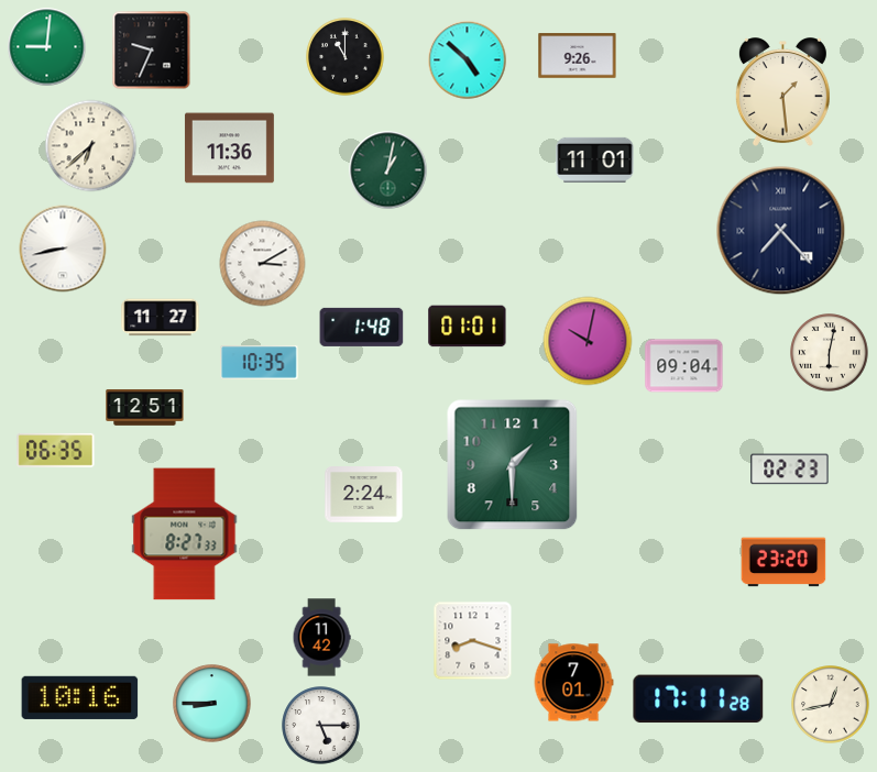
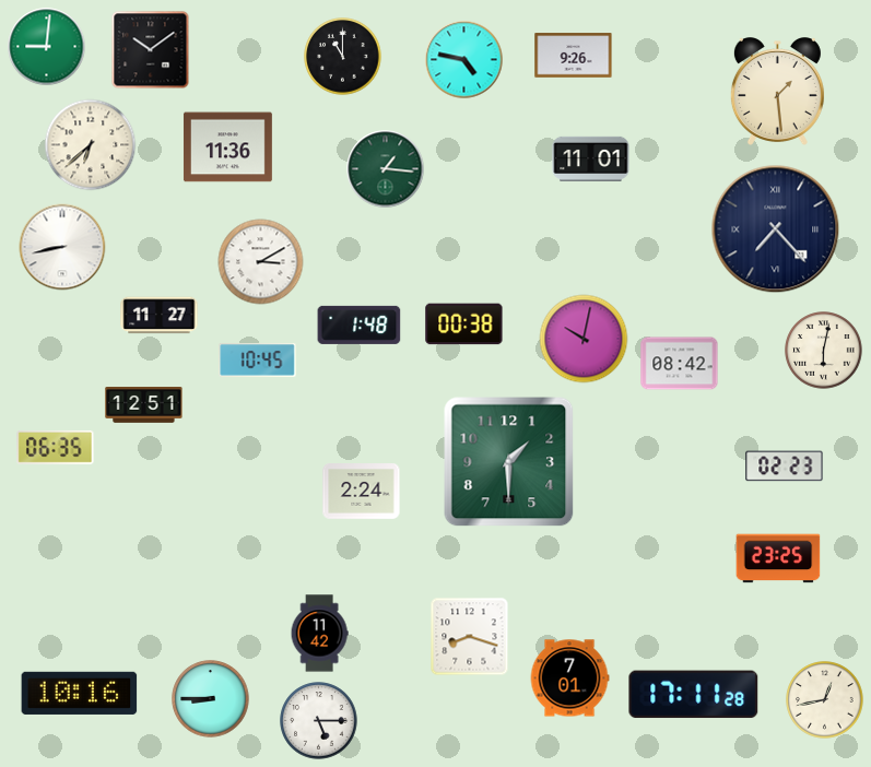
clock at (152, 51): 9:34 -> 10:09
clock at (468, 60): 4:52 -> 4:47
clock at (388, 170): 1:02 -> 1:16
clock at (468, 327): 01:01 -> 00:38
clock at (260, 363): 10:35 -> 10:45
clock at (684, 366): 09:04 -> 08:42
clock at (185, 534): 8:27 -> none
clock at (783, 562): 23:20 -> 23:25
